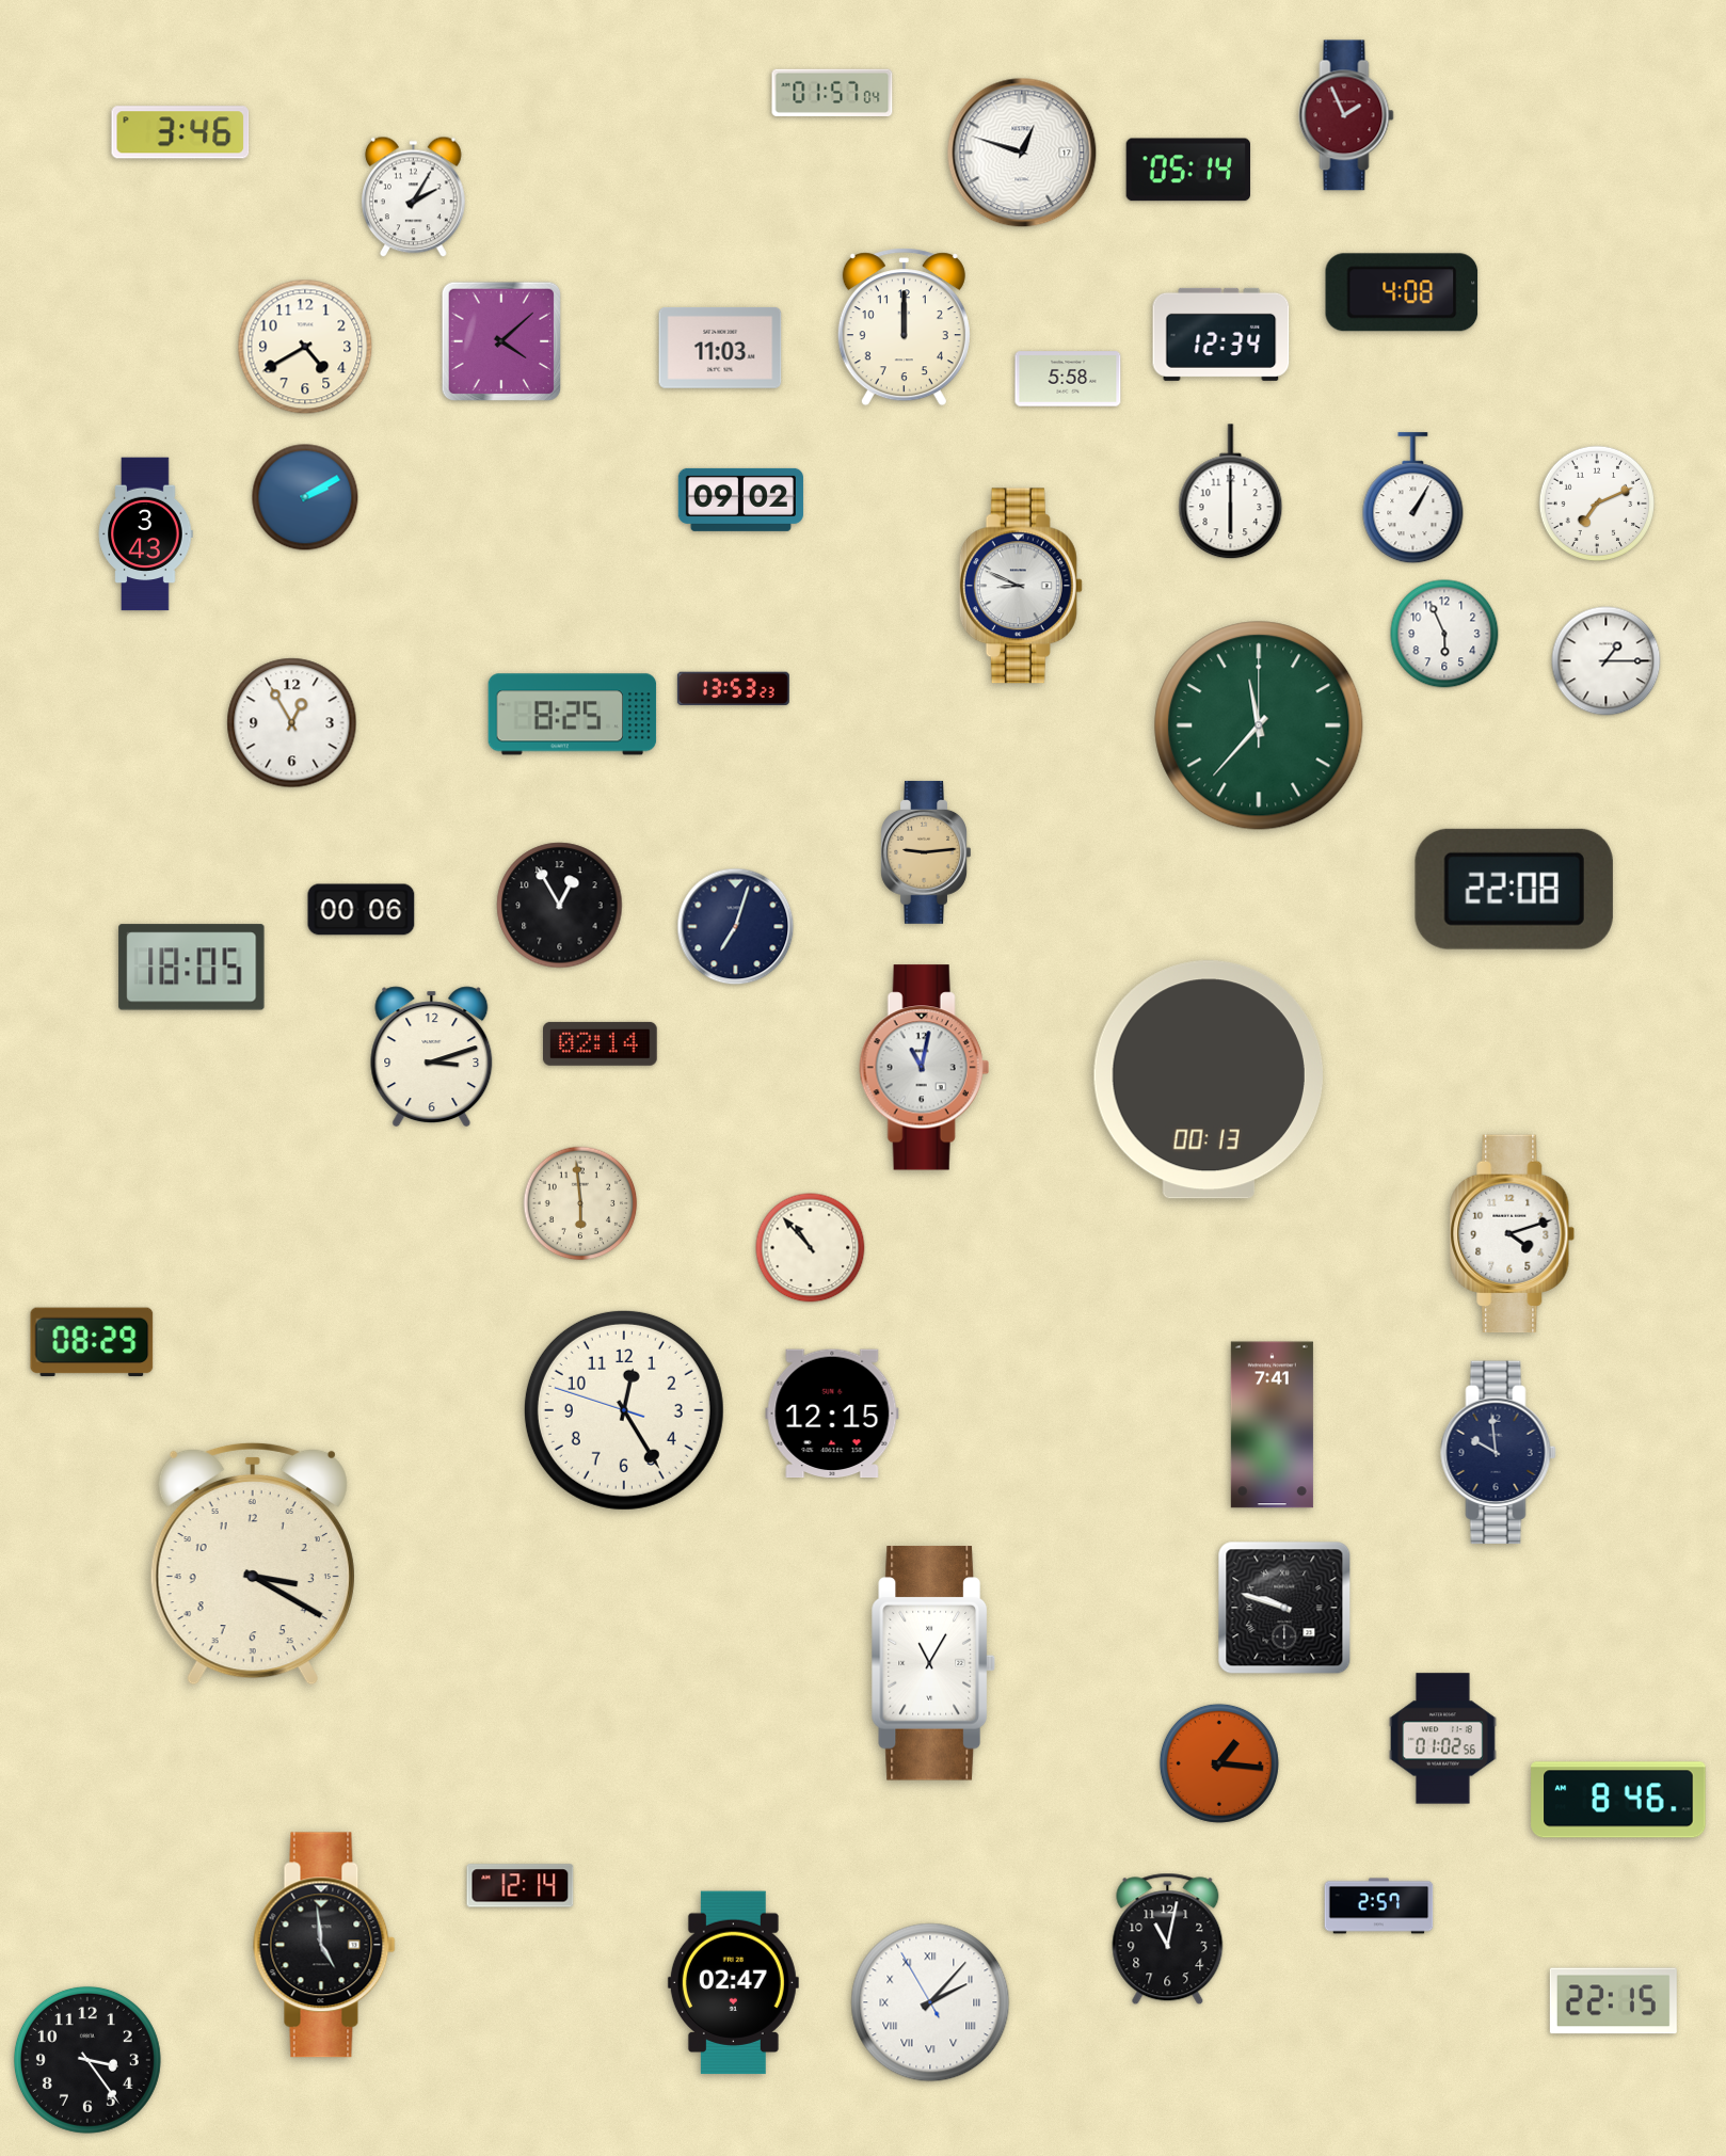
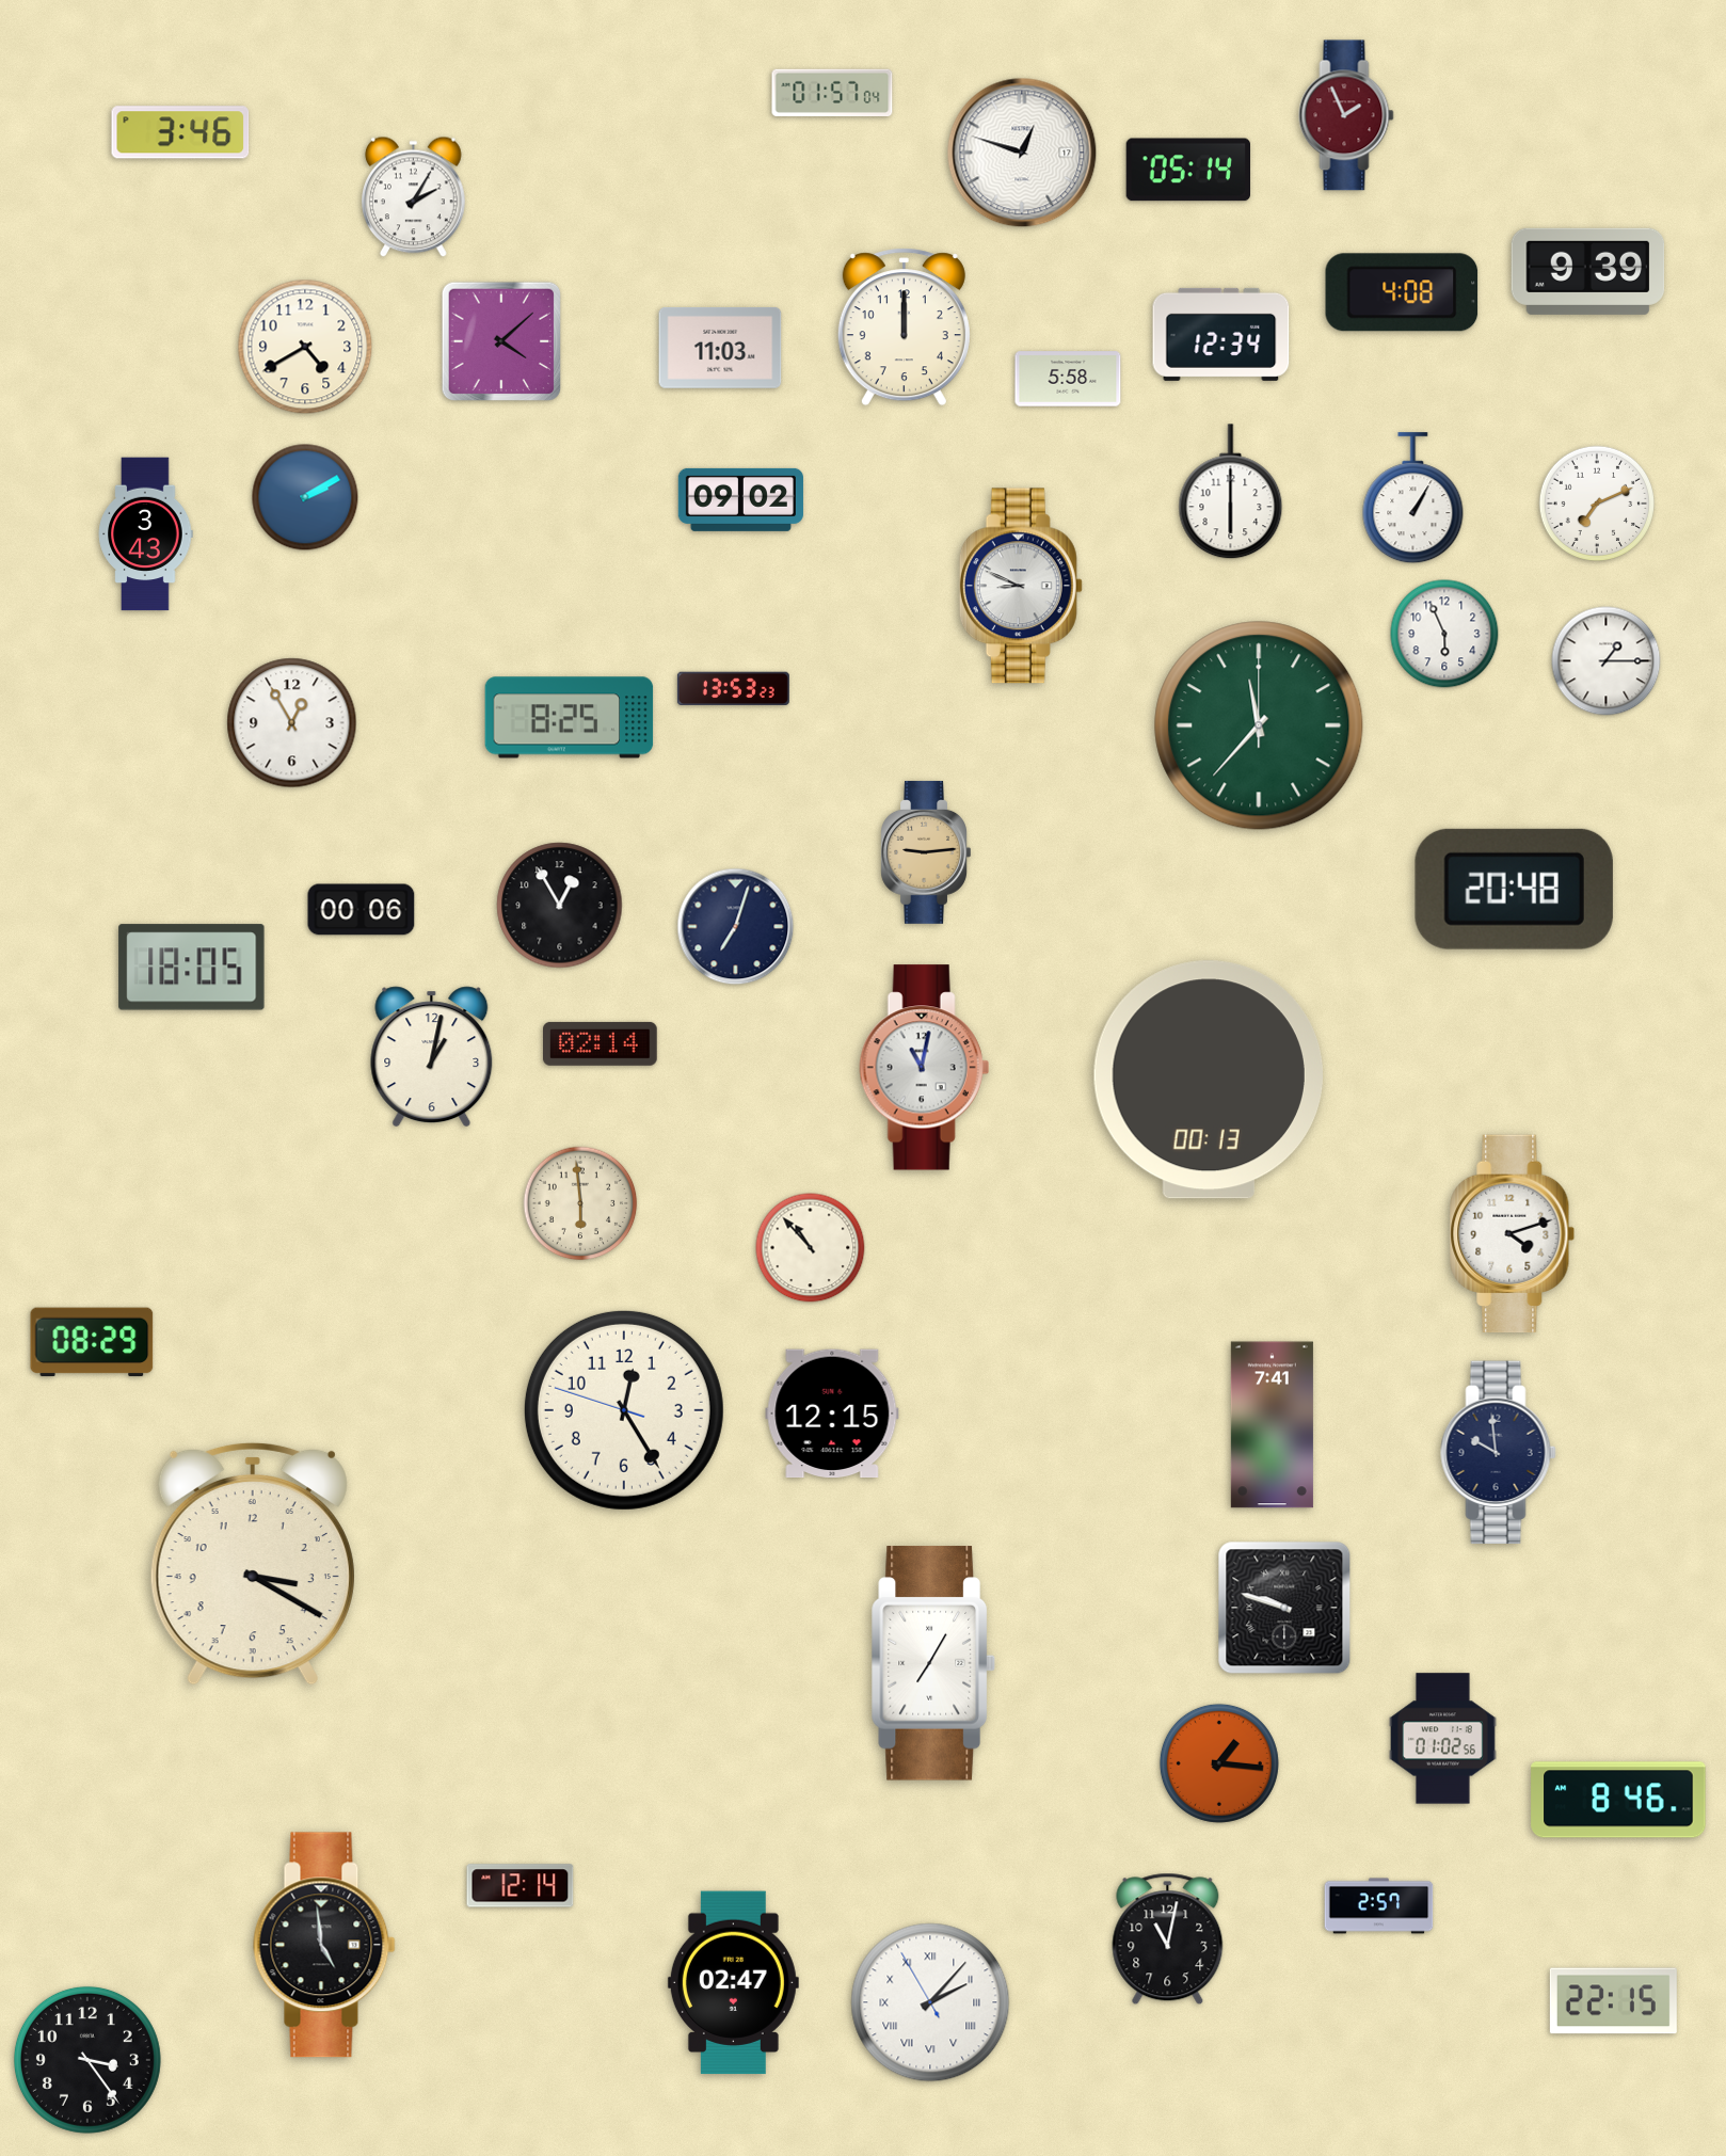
clock at (1588, 271): none -> 9:39
clock at (573, 715) position: (573, 715) -> (570, 718)
clock at (1514, 889): 22:08 -> 20:48
clock at (432, 1057): 3:12 -> 1:02
clock at (932, 1663): 11:05 -> 7:05
